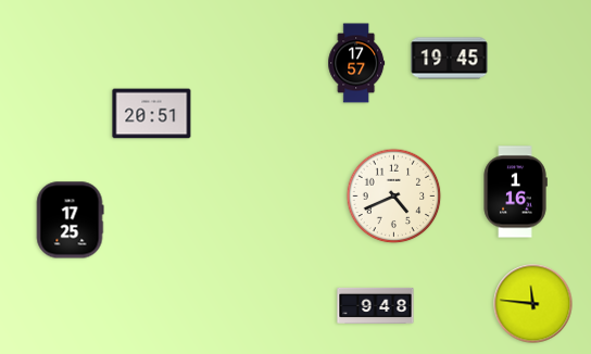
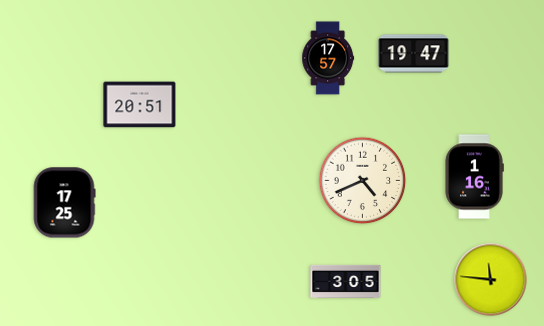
clock at (450, 59): 19:45 -> 19:47
clock at (376, 305): 9:48 -> 3:05
